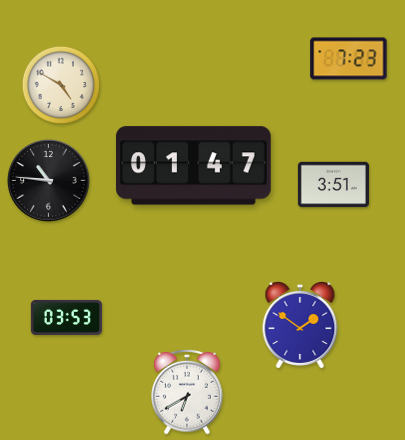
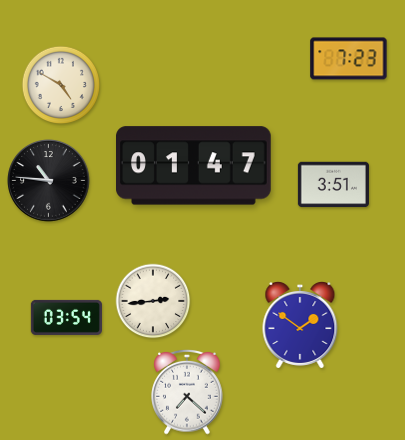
clock at (153, 301): none -> 2:44
clock at (66, 317): 03:53 -> 03:54
clock at (187, 392): 6:40 -> 7:22
